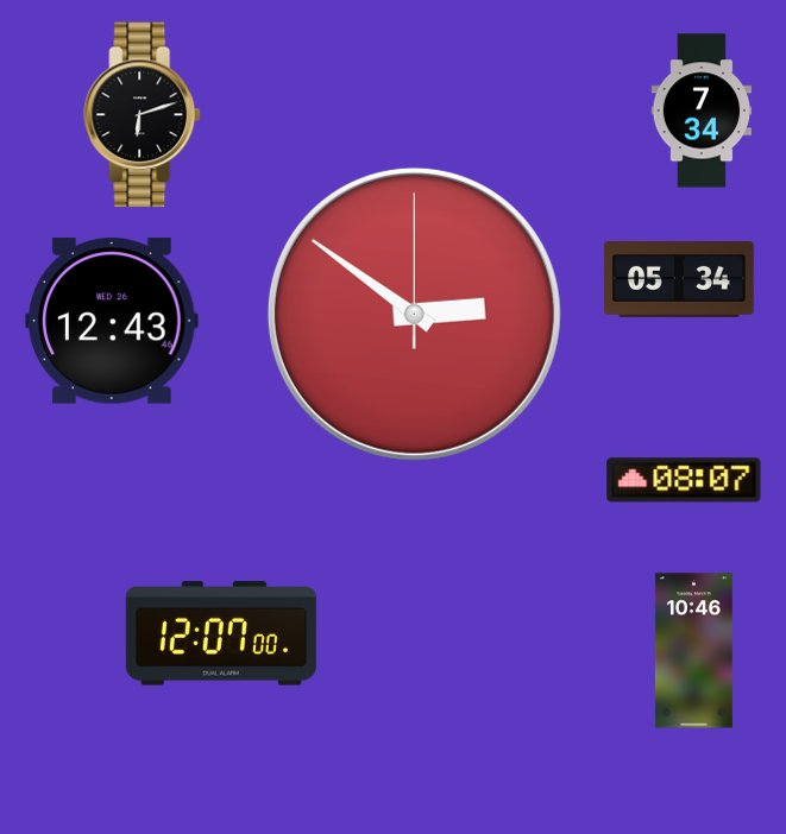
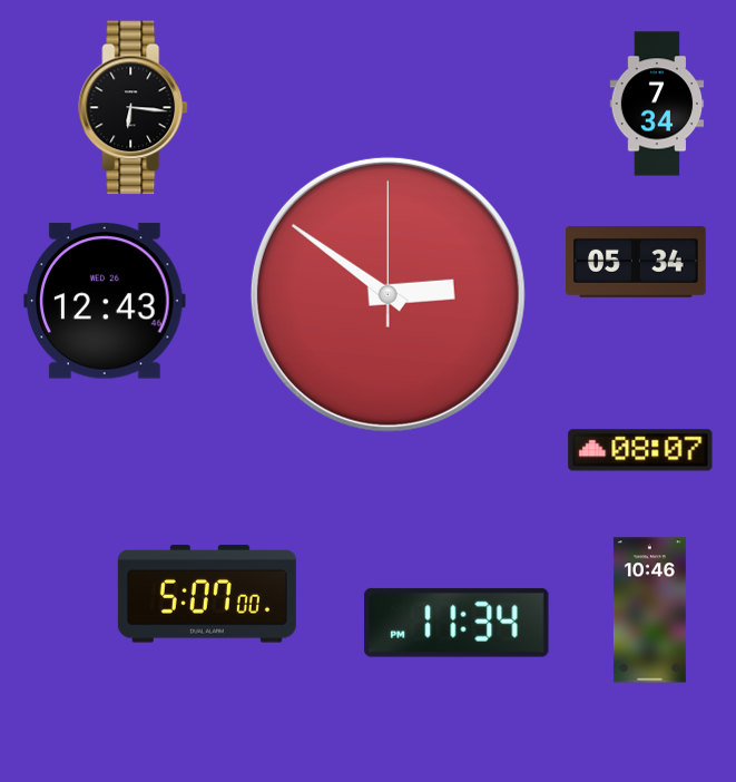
clock at (143, 115): 6:12 -> 6:16
clock at (221, 633): 12:07 -> 5:07
clock at (457, 623): none -> 11:34
